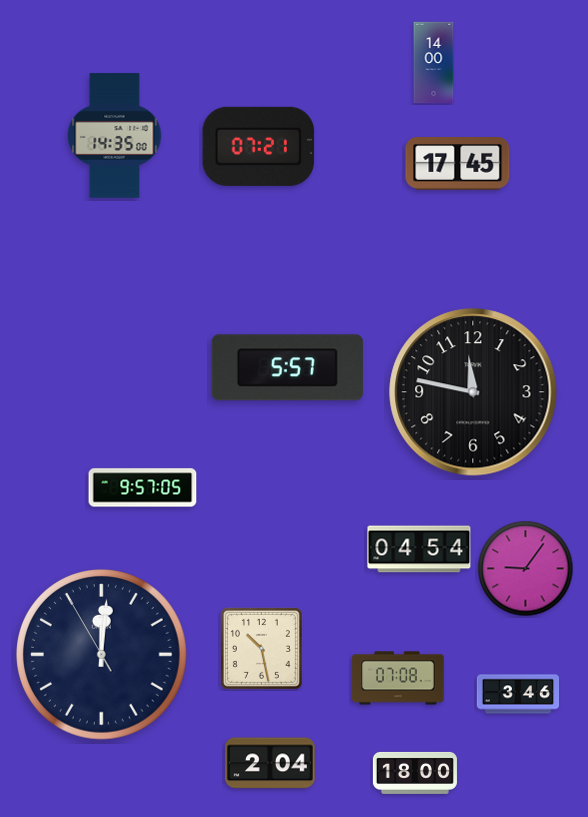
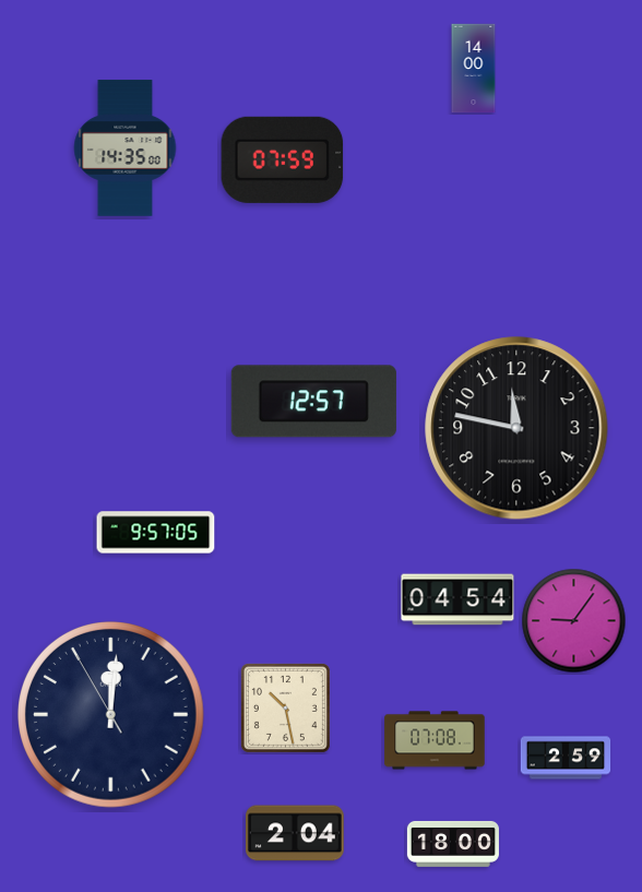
clock at (259, 146): 07:21 -> 07:59
clock at (458, 164): 17:45 -> none
clock at (287, 368): 5:57 -> 12:57
clock at (518, 694): 3:46 -> 2:59
